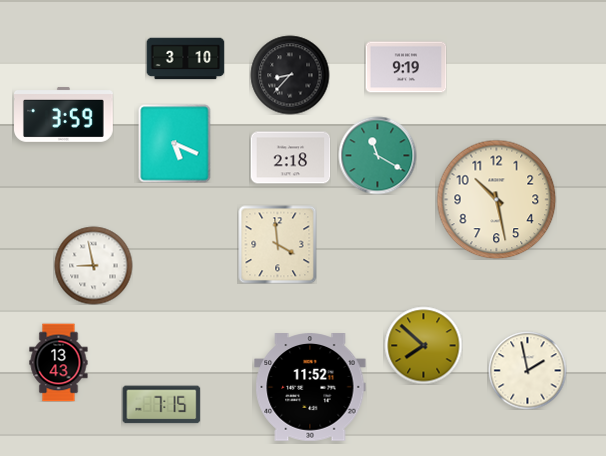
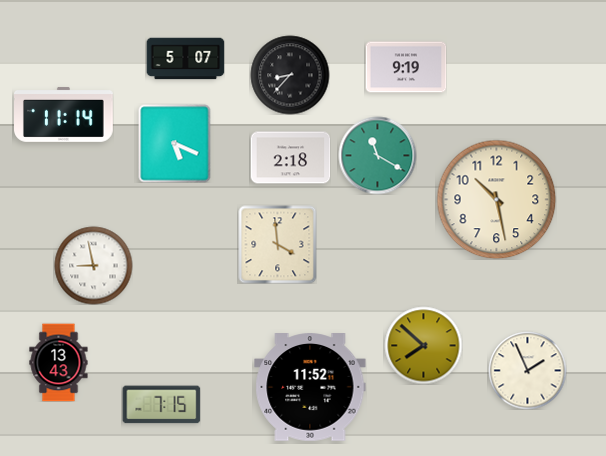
clock at (185, 59): 3:10 -> 5:07
clock at (64, 114): 3:59 -> 11:14
clock at (527, 370): 1:58 -> 1:56
